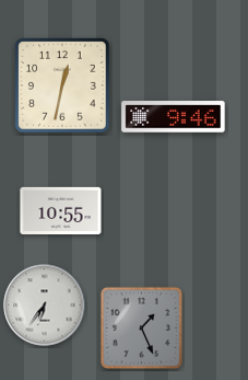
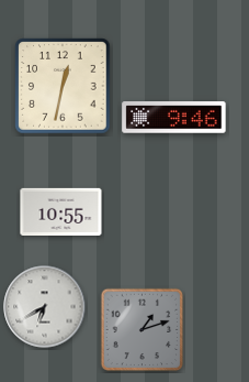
clock at (45, 306): 6:36 -> 6:40
clock at (142, 329): 1:26 -> 1:12
